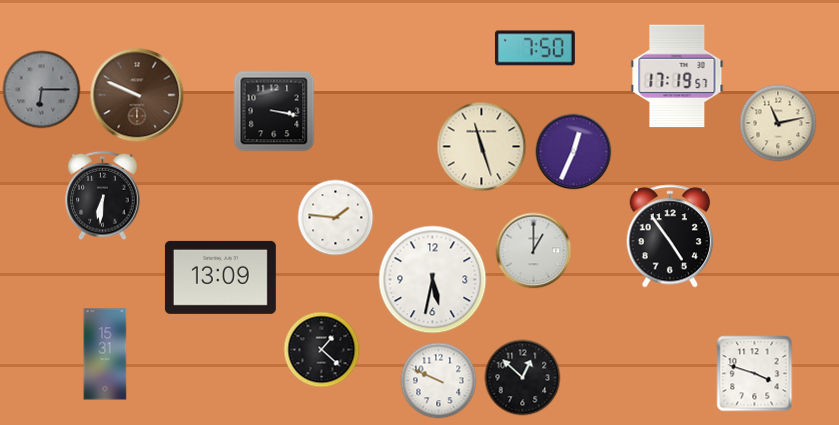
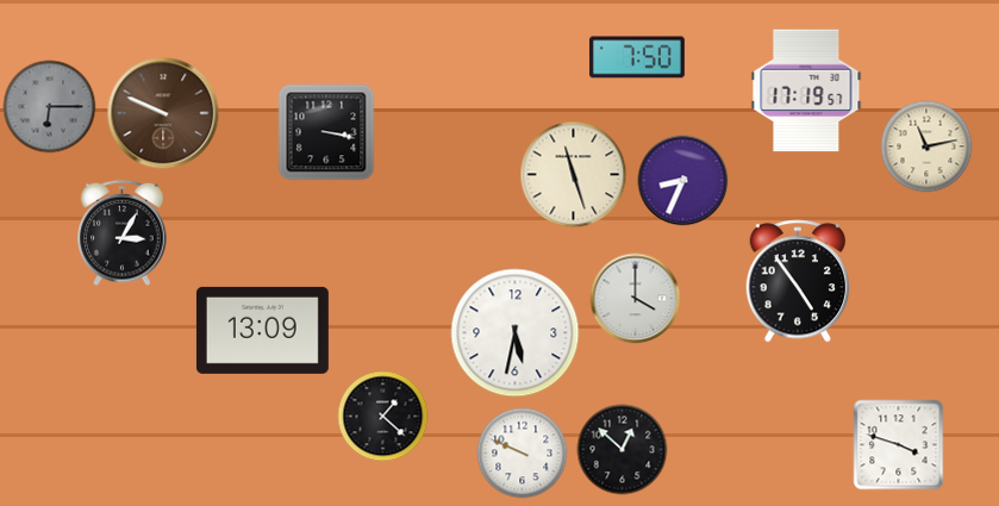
clock at (574, 152): 12:34 -> 8:34
clock at (103, 196): 6:31 -> 3:05
clock at (336, 218): 1:46 -> none
clock at (534, 251): 1:00 -> 4:00
clock at (105, 354): 15:31 -> none
